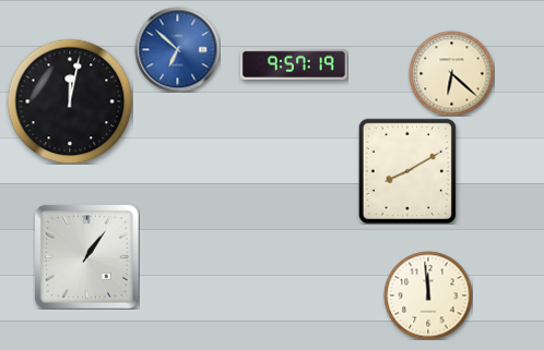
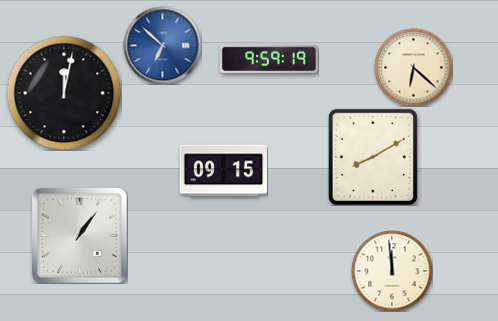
clock at (294, 64): 9:57 -> 9:59
clock at (223, 171): none -> 09:15
